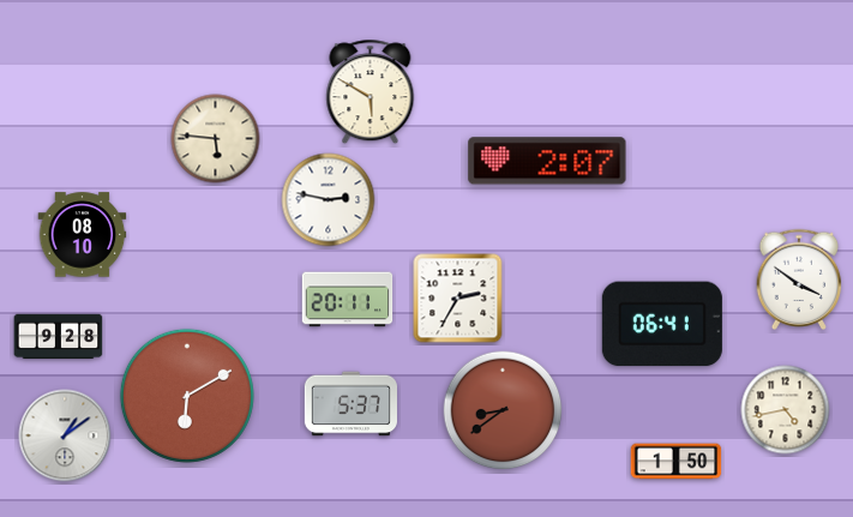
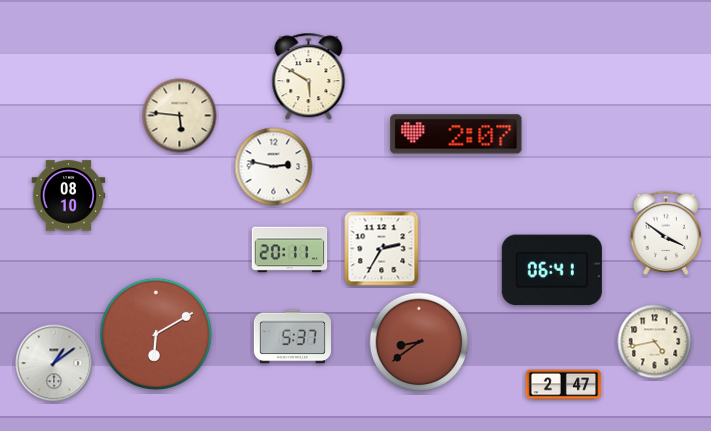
clock at (59, 337): 9:28 -> none
clock at (187, 396) position: (187, 396) -> (156, 334)
clock at (677, 462): 1:50 -> 2:47
